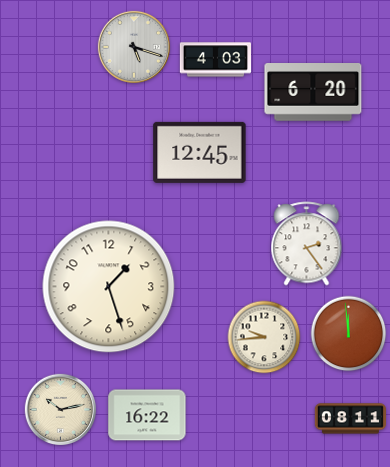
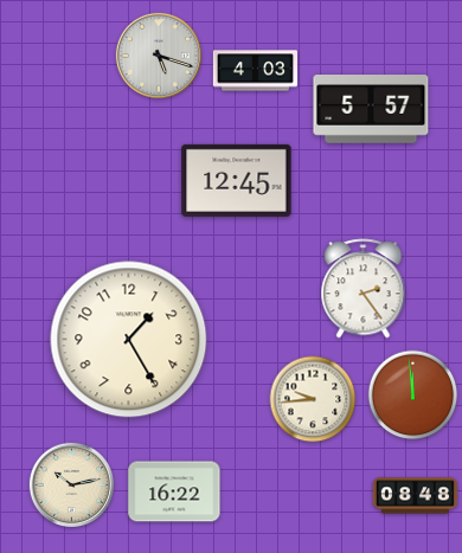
clock at (313, 92): 6:20 -> 5:57
clock at (109, 287): 1:27 -> 1:25
clock at (350, 419): 08:11 -> 08:48
